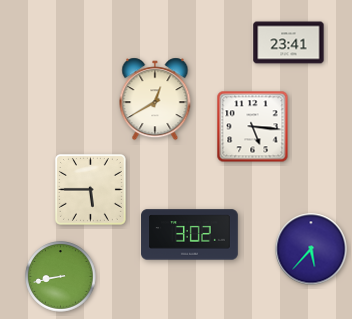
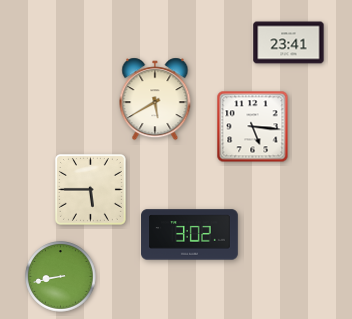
clock at (155, 99): 12:40 -> 5:40
clock at (311, 249): 5:37 -> none
